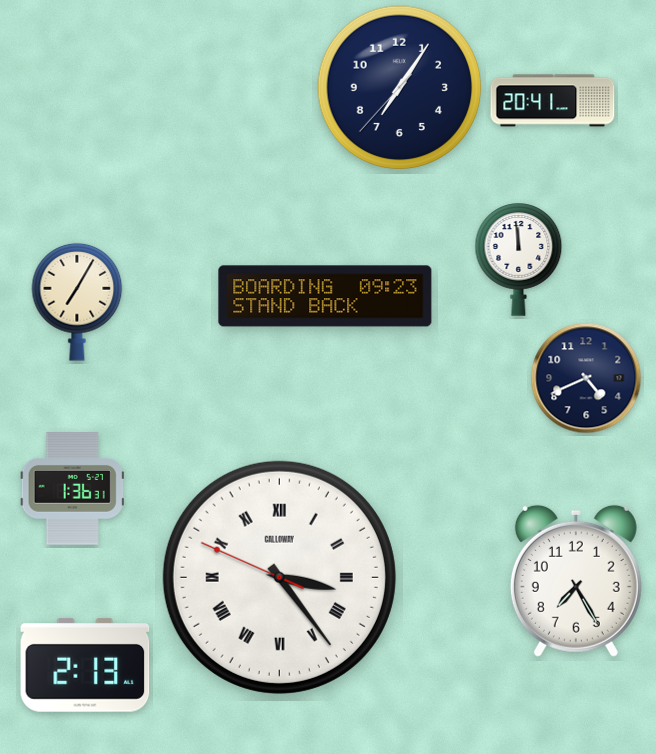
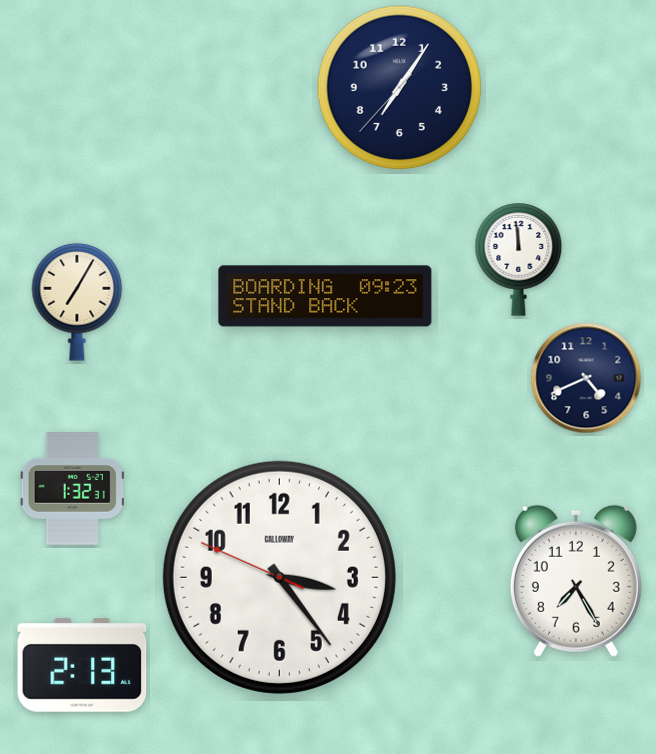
clock at (553, 101): 20:41 -> none
clock at (72, 489): 1:36 -> 1:32
clock at (279, 577) numerals: Roman -> Arabic
clock at (85, 665) position: (85, 665) -> (82, 665)
